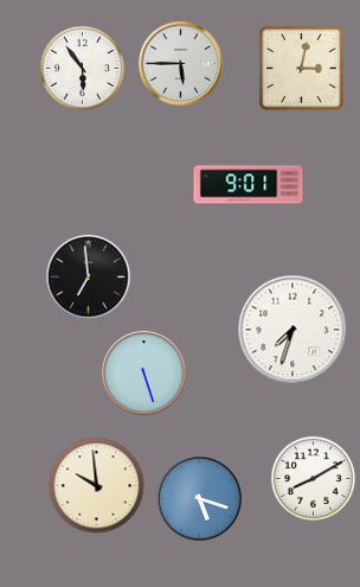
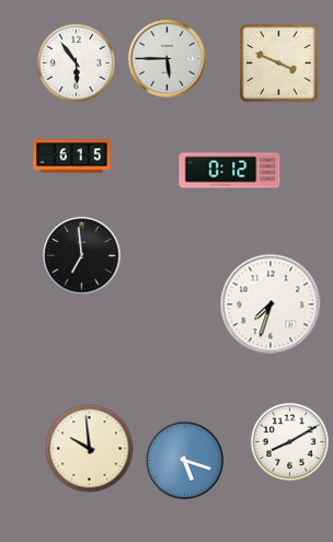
clock at (302, 69): 3:02 -> 3:49
clock at (72, 157): none -> 6:15
clock at (249, 185): 9:01 -> 0:12
clock at (144, 374): 5:27 -> none
